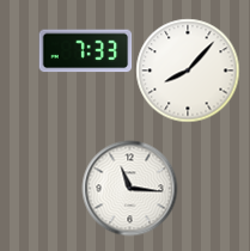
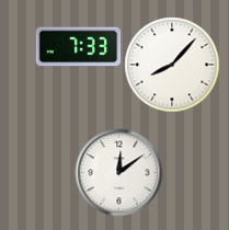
clock at (129, 188): 11:16 -> 12:09
